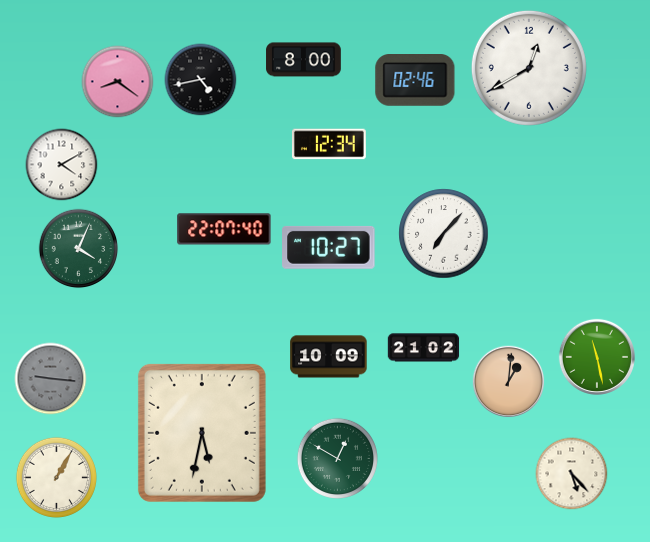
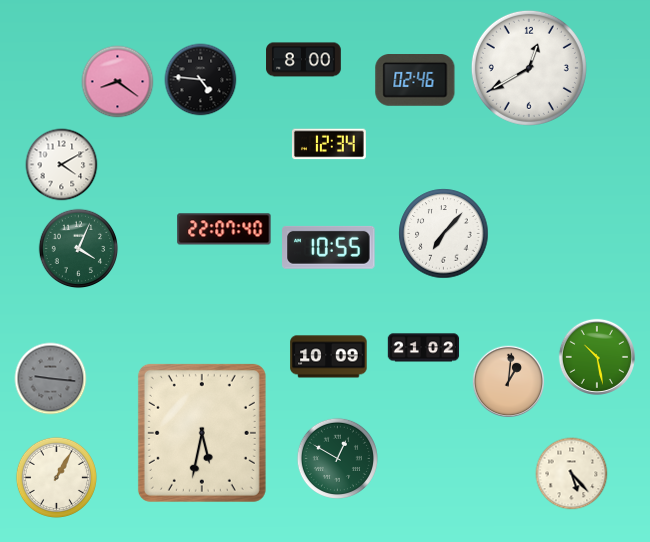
clock at (201, 80): 4:43 -> 4:46
clock at (329, 247): 10:27 -> 10:55
clock at (597, 357): 11:28 -> 10:28
